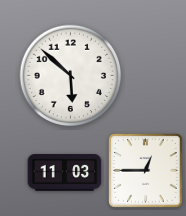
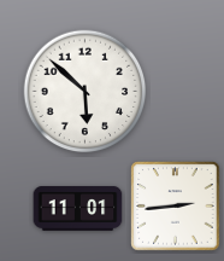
clock at (146, 171): 12:45 -> 2:44
clock at (65, 173): 11:03 -> 11:01
